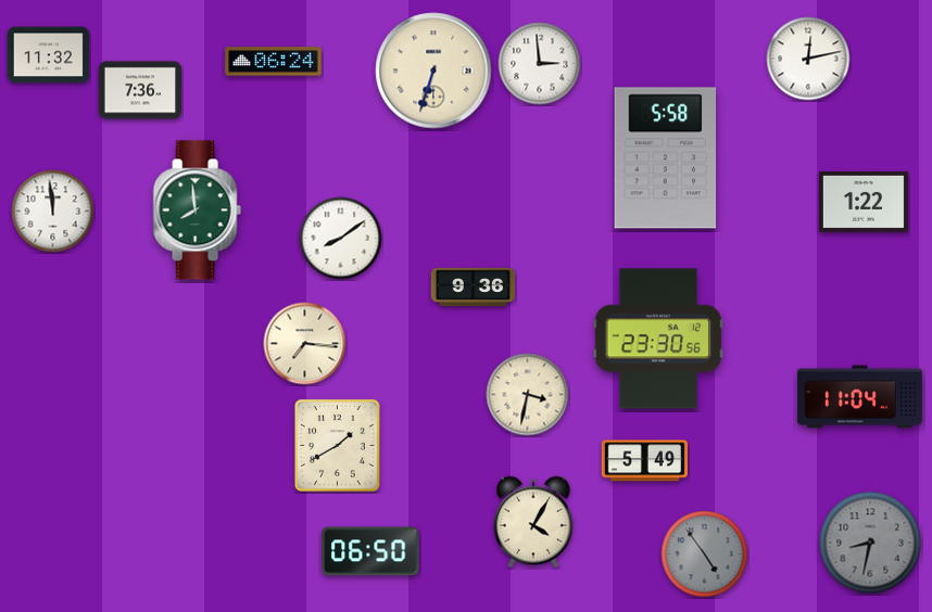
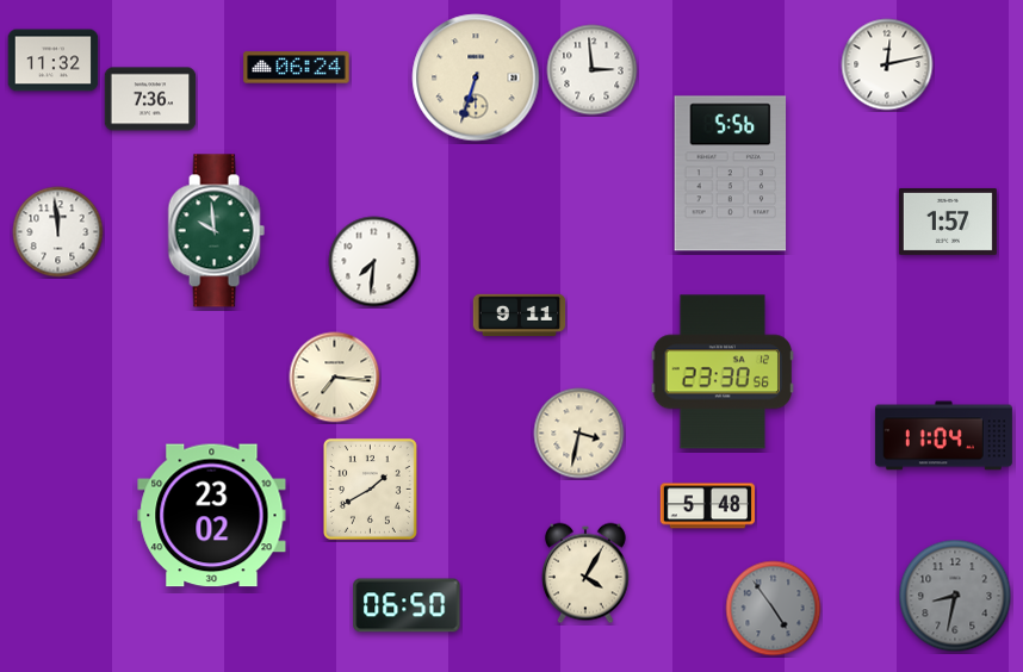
clock at (274, 62) position: (274, 62) -> (297, 68)
clock at (140, 90) position: (140, 90) -> (150, 99)
clock at (666, 158): 5:58 -> 5:56
clock at (864, 202): 1:22 -> 1:57
clock at (197, 211): 7:59 -> 9:59
clock at (341, 239): 8:09 -> 7:31
clock at (474, 288): 9:36 -> 9:11
clock at (644, 461): 5:49 -> 5:48
clock at (212, 516): none -> 23:02
